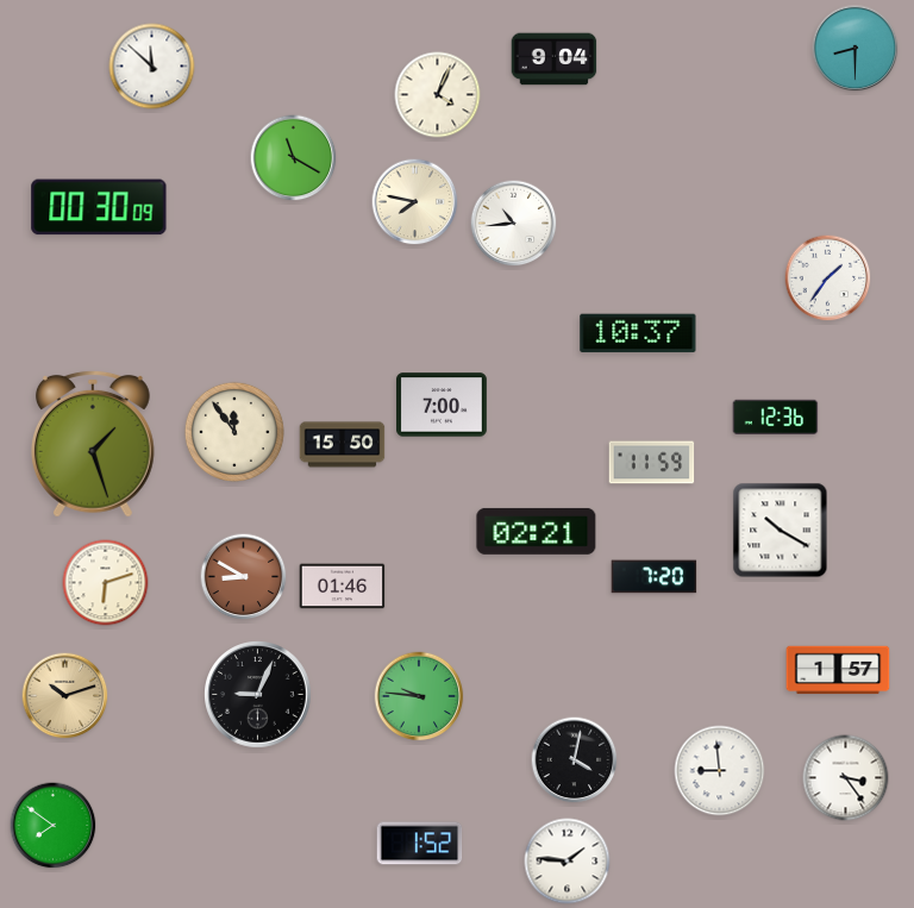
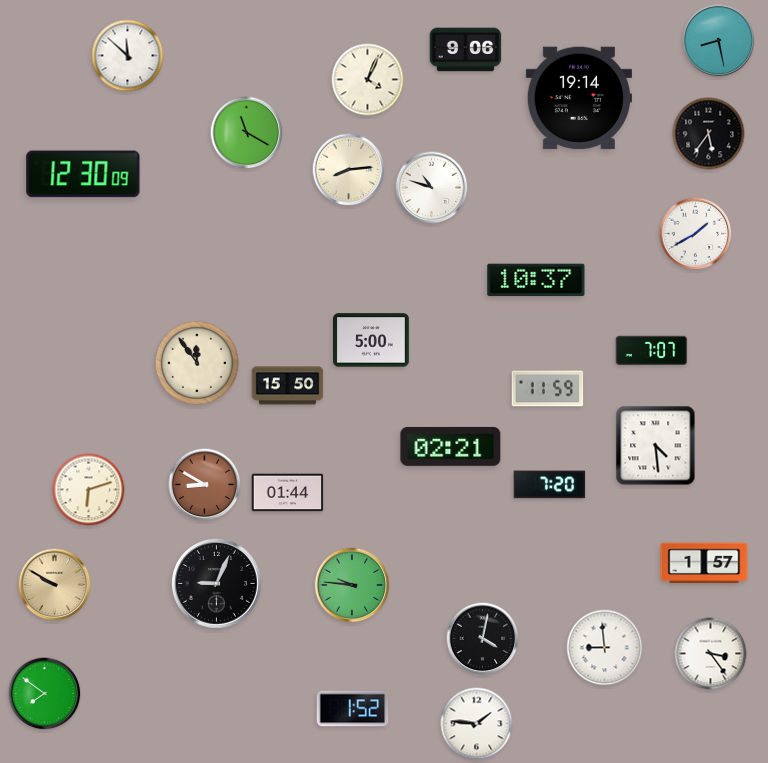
clock at (856, 49): 8:30 -> 8:28
clock at (555, 60): 9:04 -> 9:06
clock at (579, 98): none -> 19:14
clock at (709, 134): none -> 5:36
clock at (415, 202): 7:47 -> 8:14
clock at (99, 207): 00:30 -> 12:30
clock at (514, 224): 10:44 -> 10:48
clock at (828, 278): 1:36 -> 1:40
clock at (443, 405): 7:00 -> 5:00
clock at (776, 418): 12:36 -> 7:07
clock at (93, 444): 1:27 -> none
clock at (343, 445) position: (343, 445) -> (288, 386)
clock at (781, 531): 10:20 -> 4:29
clock at (343, 587): 01:46 -> 01:44
clock at (65, 696): 10:12 -> 9:50
